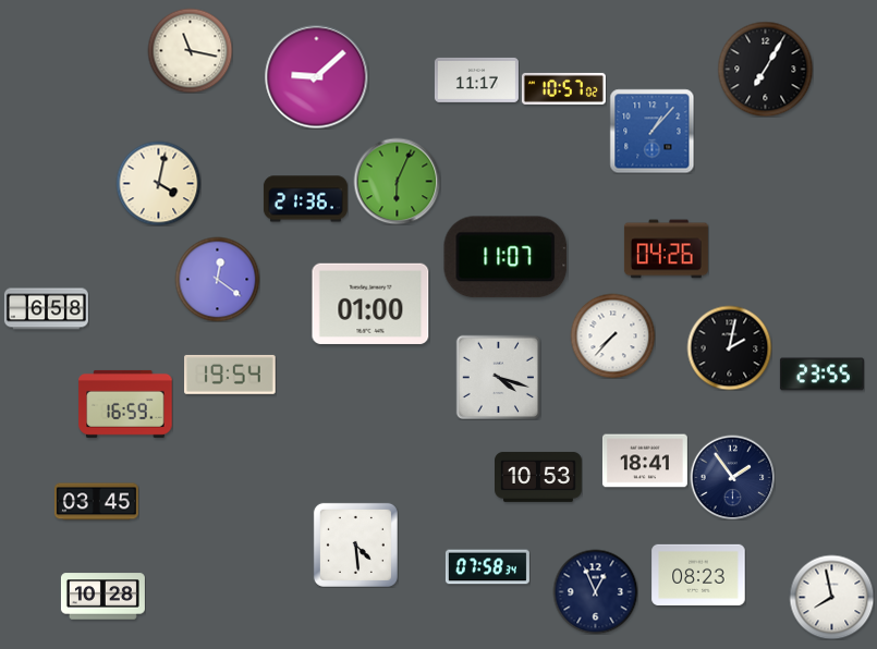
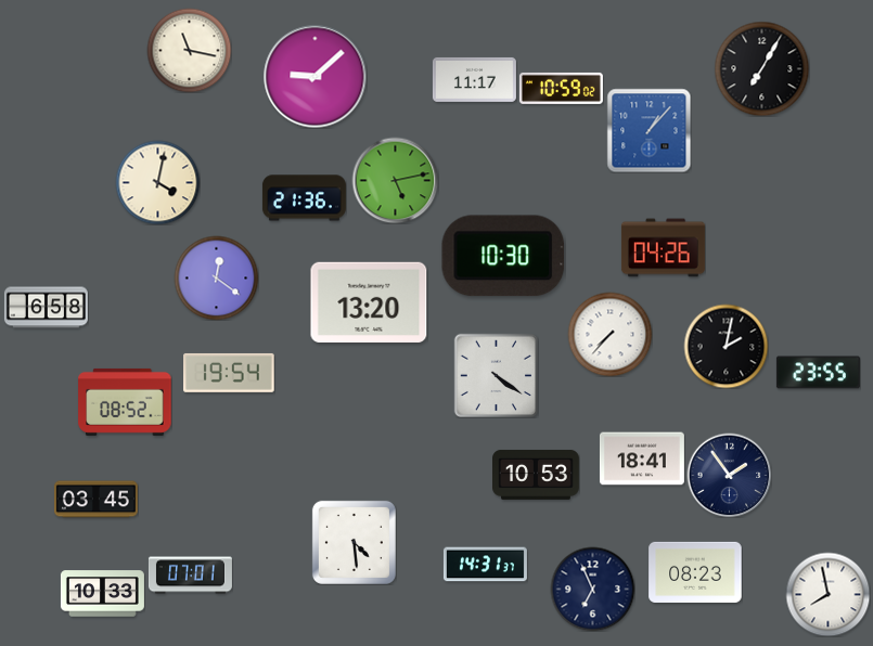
clock at (563, 88): 10:57 -> 10:59
clock at (397, 181): 6:04 -> 5:13
clock at (506, 257): 11:07 -> 10:30
clock at (370, 304): 01:00 -> 13:20
clock at (498, 377): 4:18 -> 4:21
clock at (125, 404): 16:59 -> 08:52
clock at (487, 567): 07:58 -> 14:31
clock at (190, 576): none -> 07:01
clock at (595, 591): 12:56 -> 6:56
clock at (102, 597): 10:28 -> 10:33
